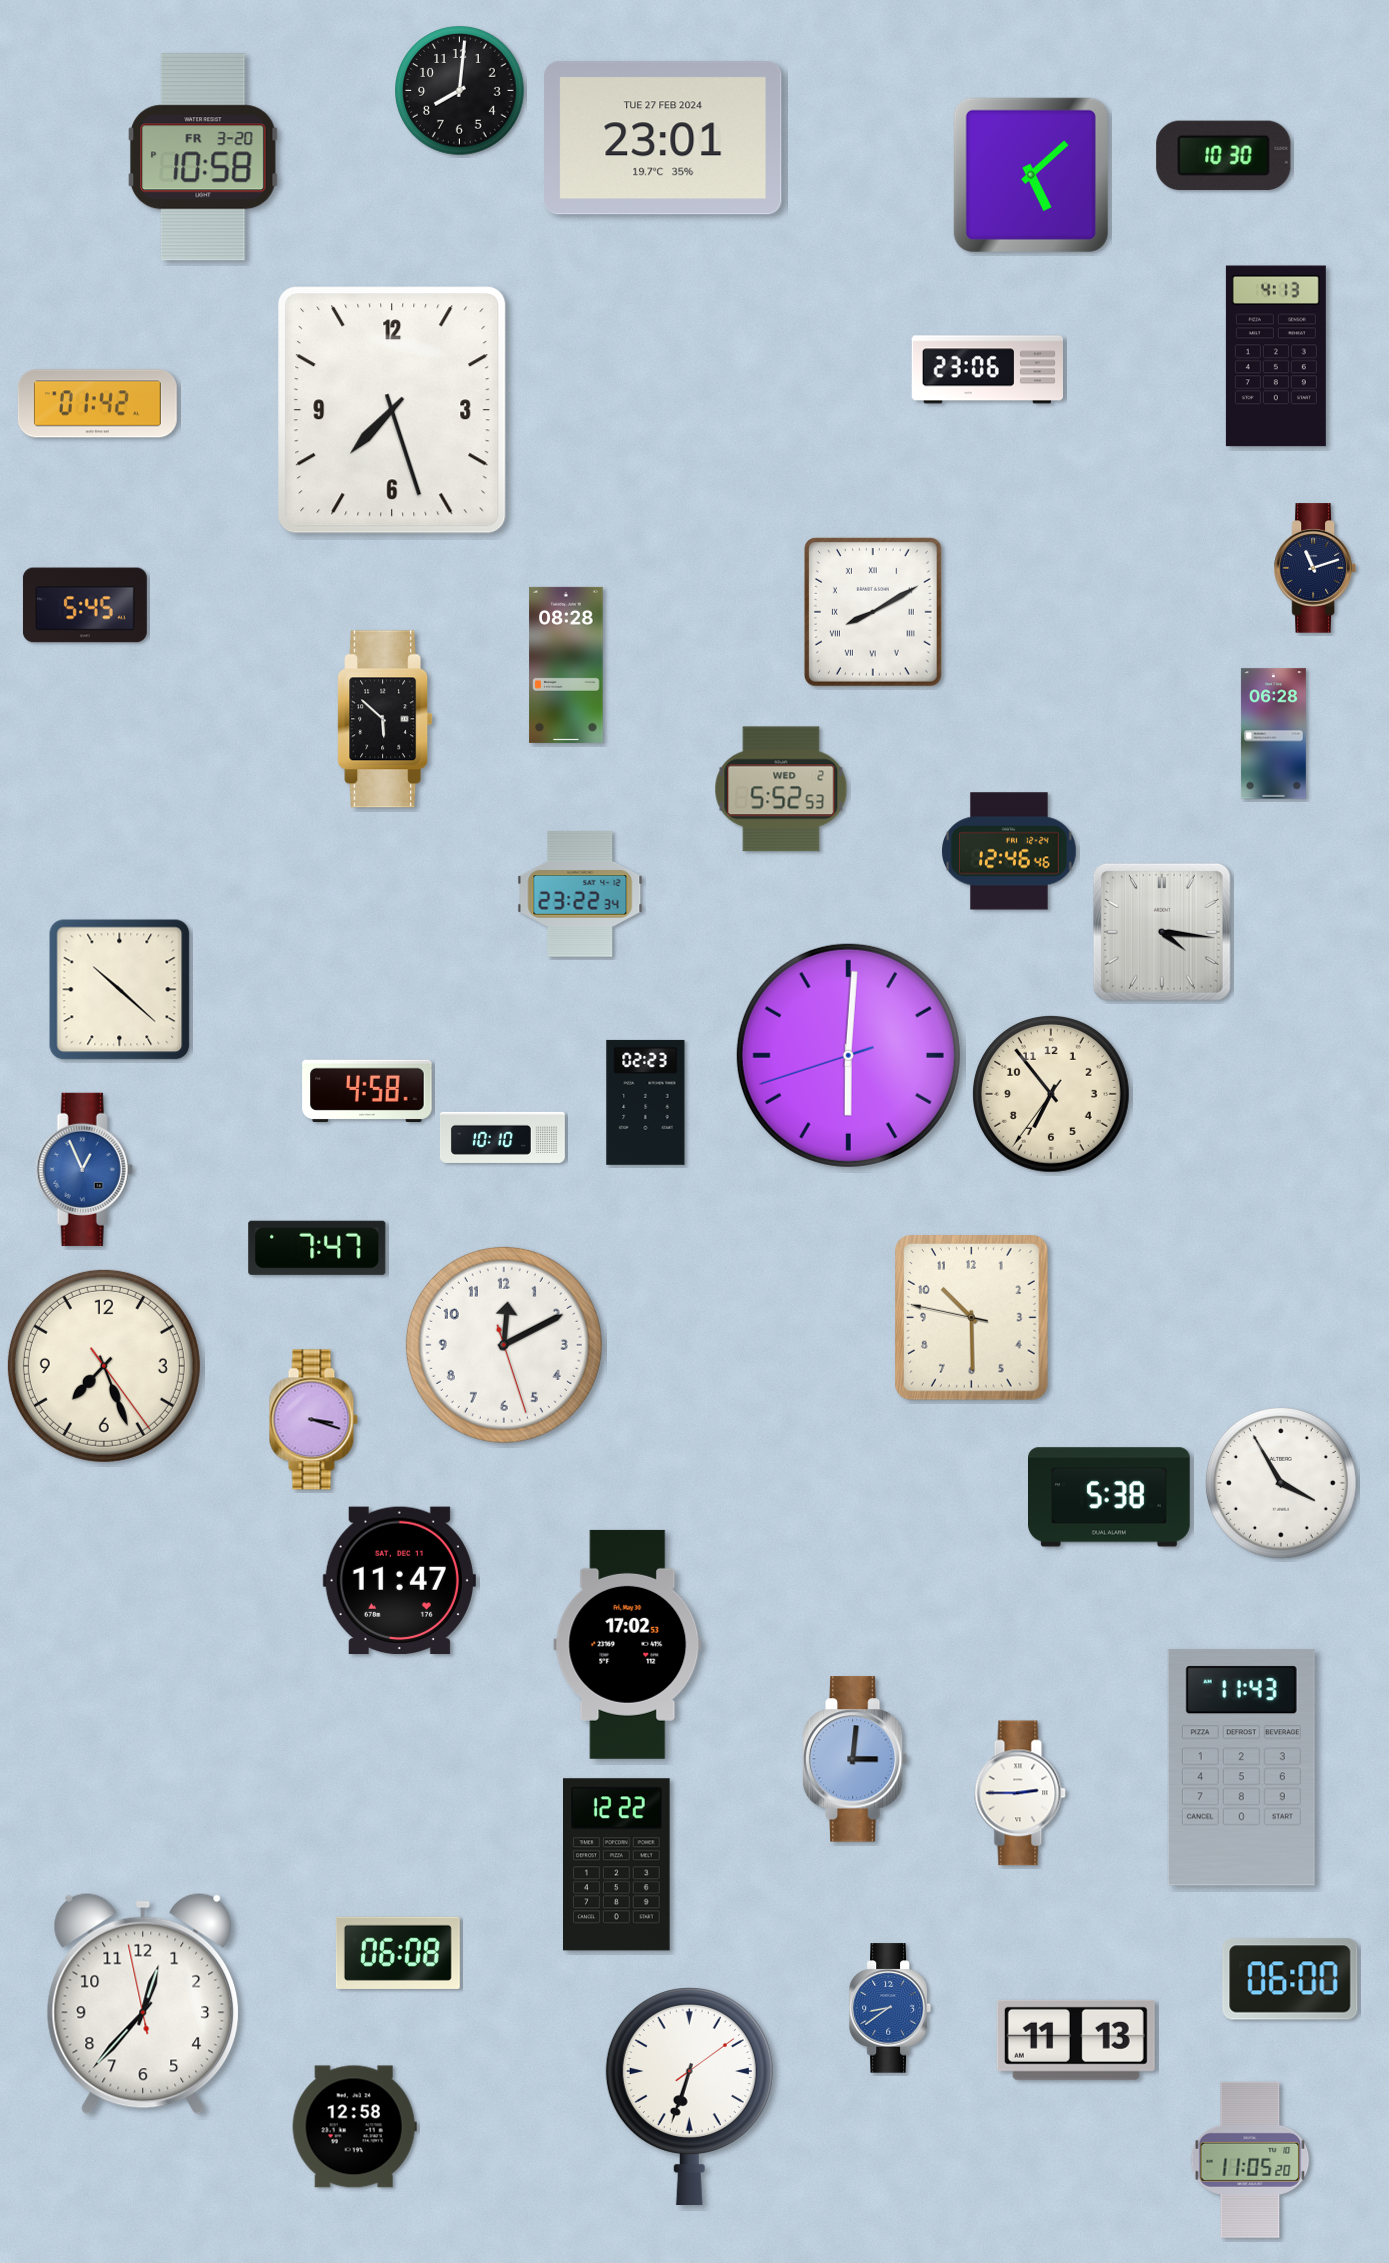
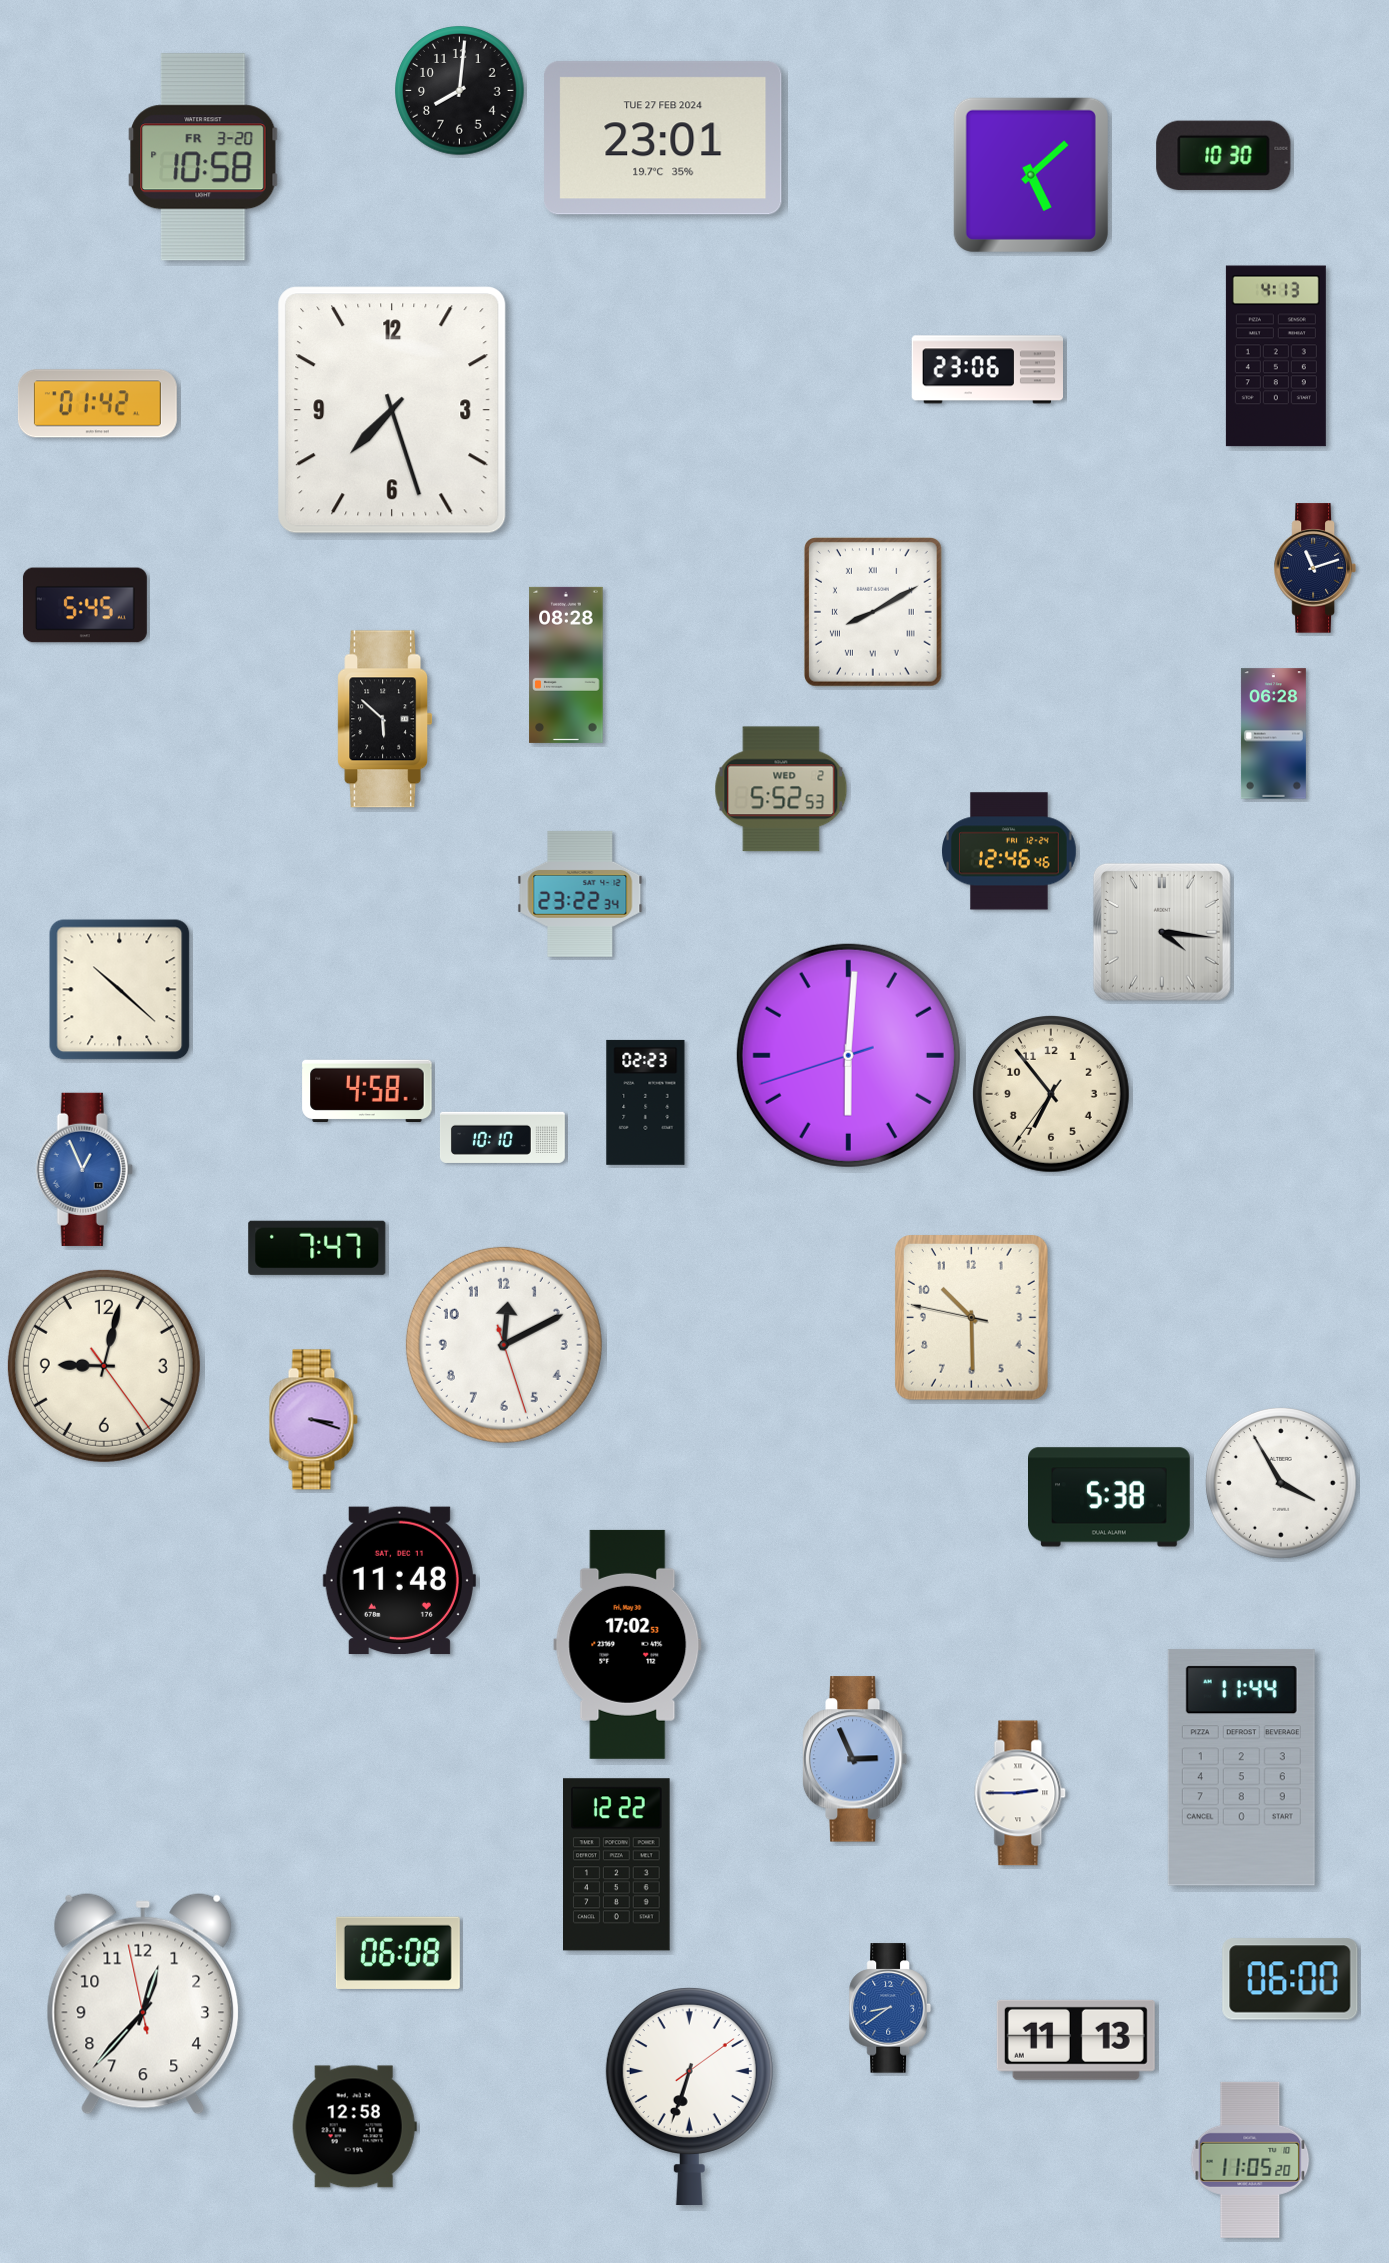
clock at (104, 1366): 7:26 -> 9:02
clock at (399, 1581): 11:47 -> 11:48
clock at (855, 1759): 3:01 -> 2:56
clock at (1241, 1768): 11:43 -> 11:44
